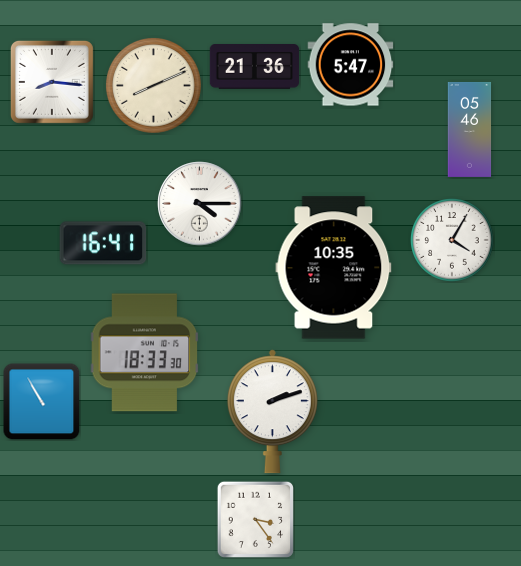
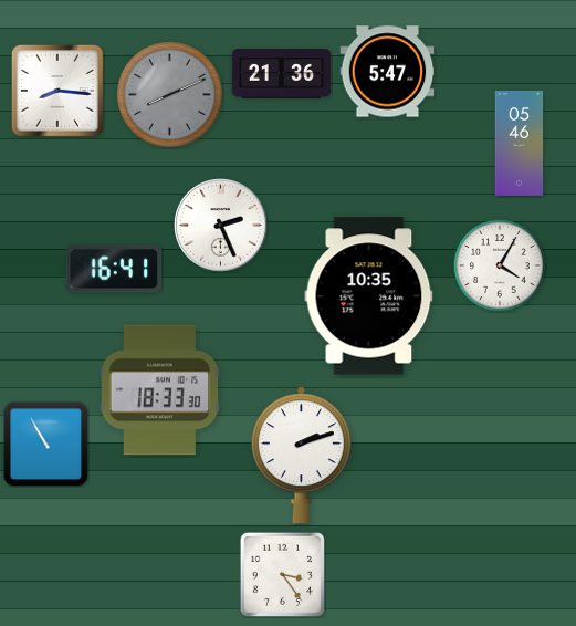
clock at (153, 85) dial: cream -> grey
clock at (200, 204): 4:15 -> 2:26
